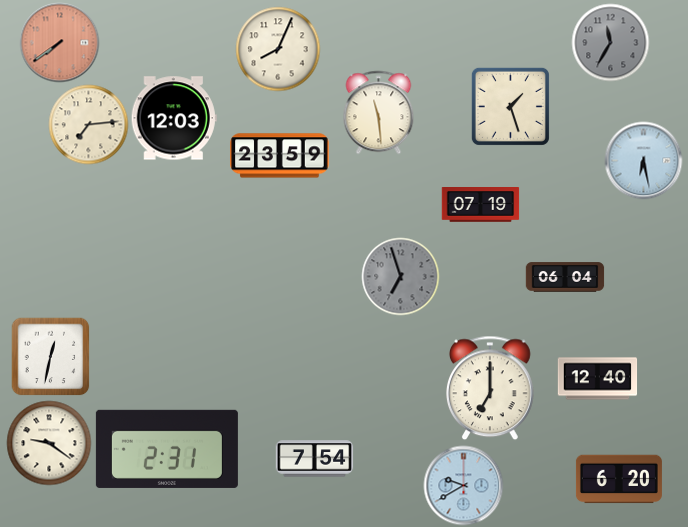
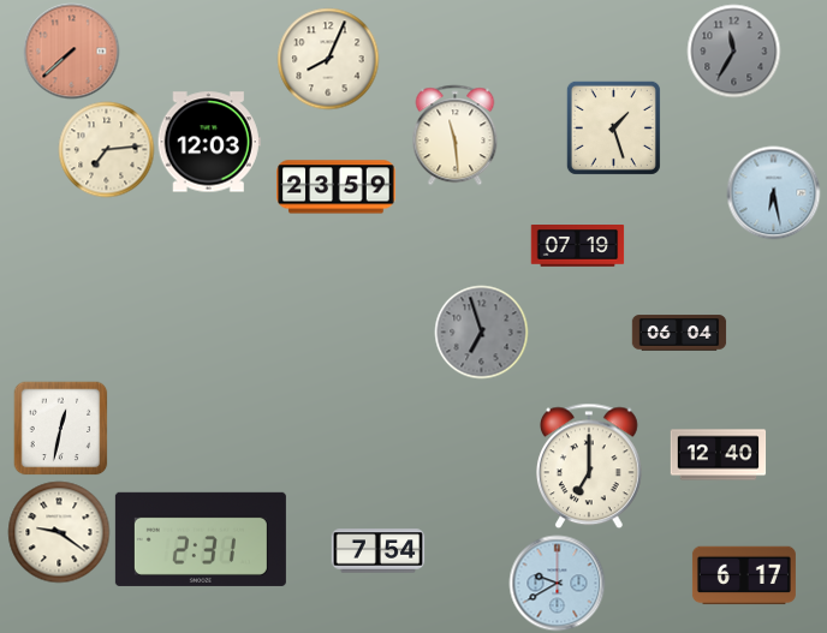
clock at (59, 42): 7:39 -> 7:38
clock at (278, 49) position: (278, 49) -> (328, 59)
clock at (619, 479): 6:20 -> 6:17
